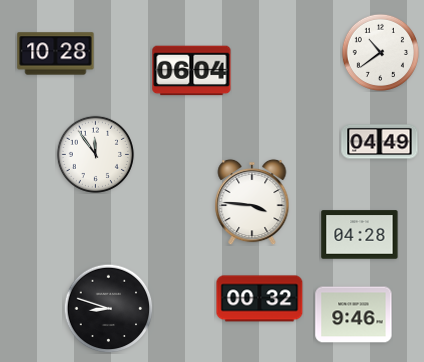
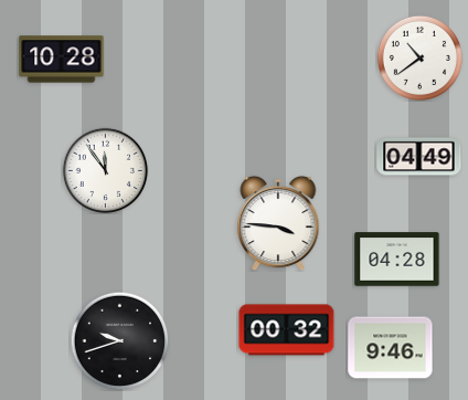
clock at (192, 71): 06:04 -> none
clock at (108, 308): 8:48 -> 9:42
